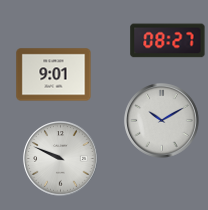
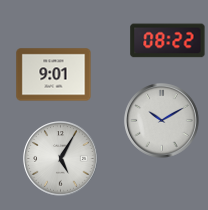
clock at (168, 41): 08:27 -> 08:22
clock at (61, 159): 9:49 -> 5:05
